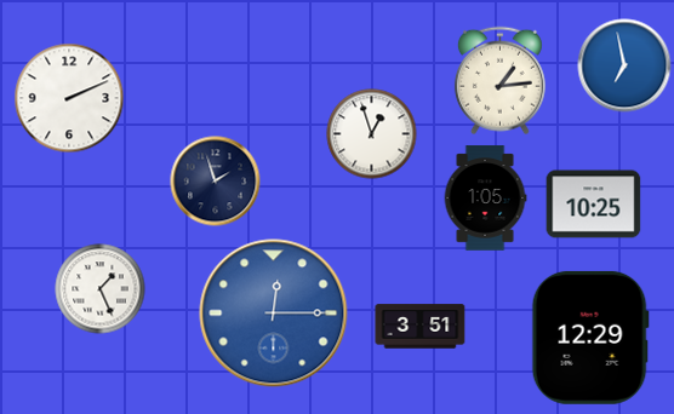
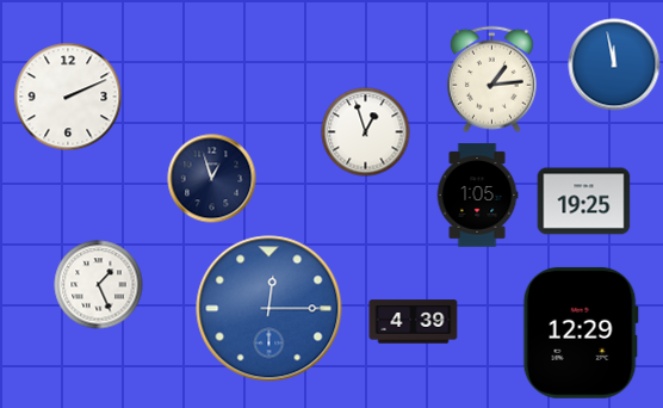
clock at (624, 65): 6:58 -> 11:58
clock at (216, 182): 1:57 -> 12:57
clock at (594, 205): 10:25 -> 19:25
clock at (421, 327): 3:51 -> 4:39
